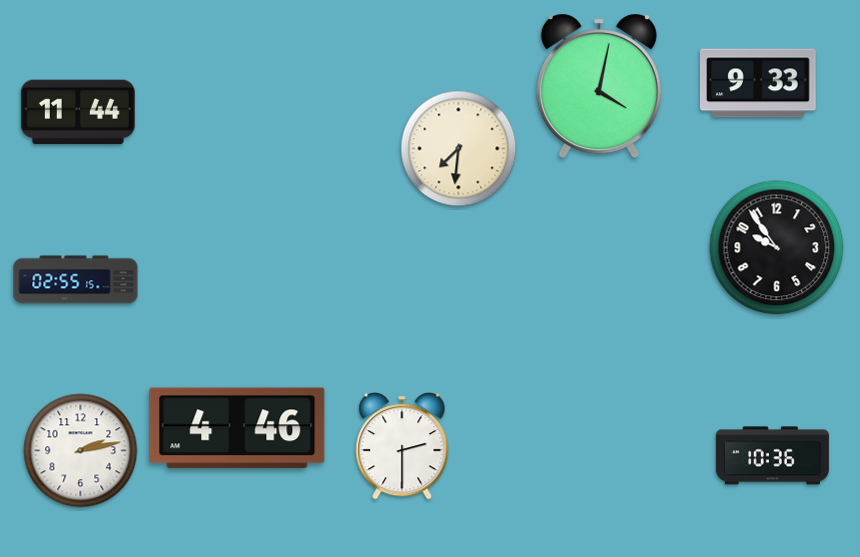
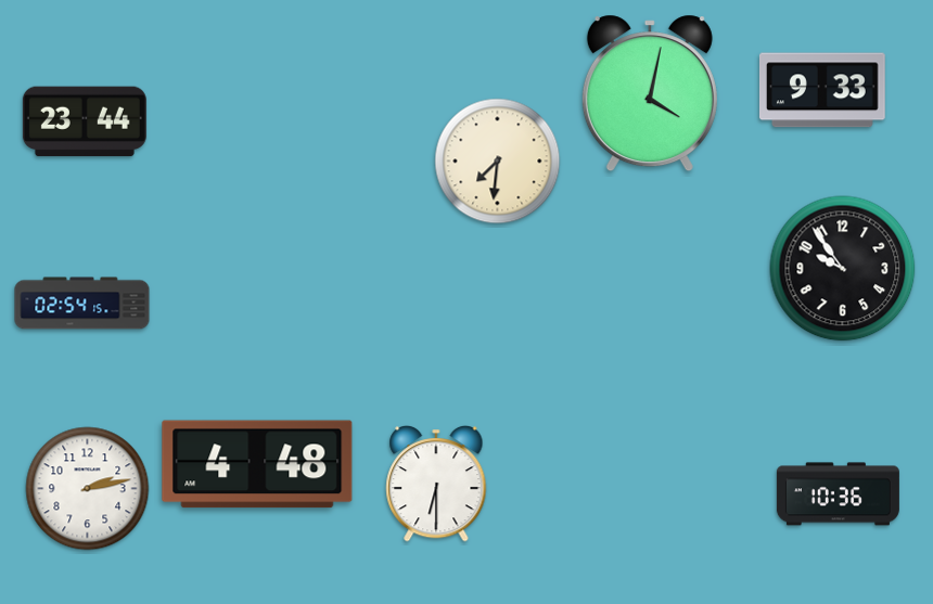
clock at (78, 112): 11:44 -> 23:44
clock at (76, 280): 02:55 -> 02:54
clock at (237, 428): 4:46 -> 4:48
clock at (402, 446): 2:30 -> 6:30
